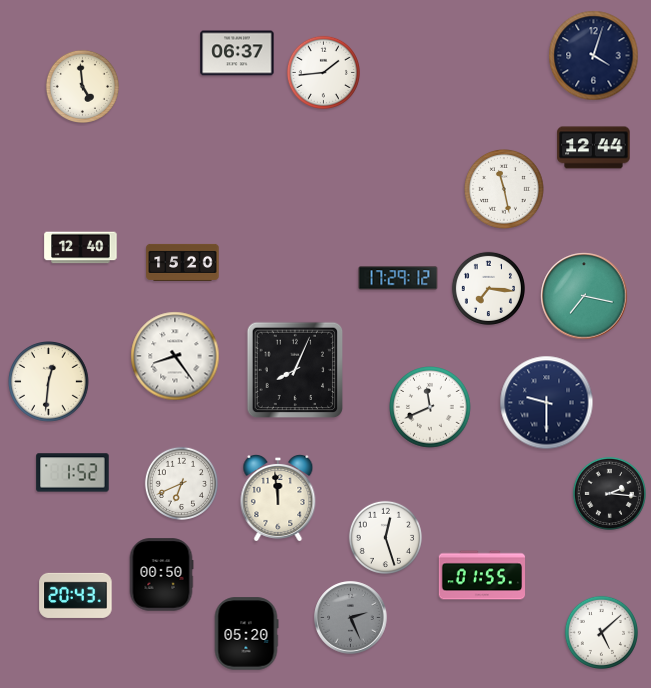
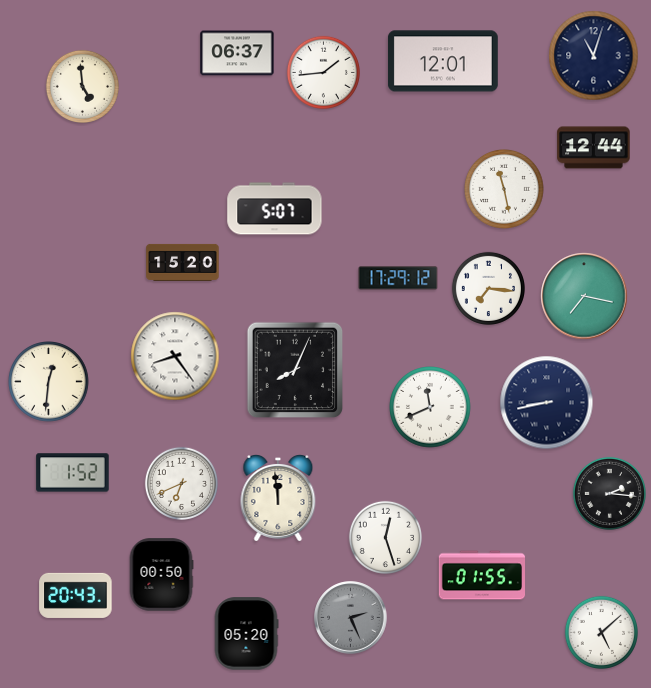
clock at (594, 56): 4:03 -> 11:03
clock at (443, 61): none -> 12:01
clock at (275, 209): none -> 5:07
clock at (81, 248): 12:40 -> none
clock at (547, 403): 9:30 -> 8:43
